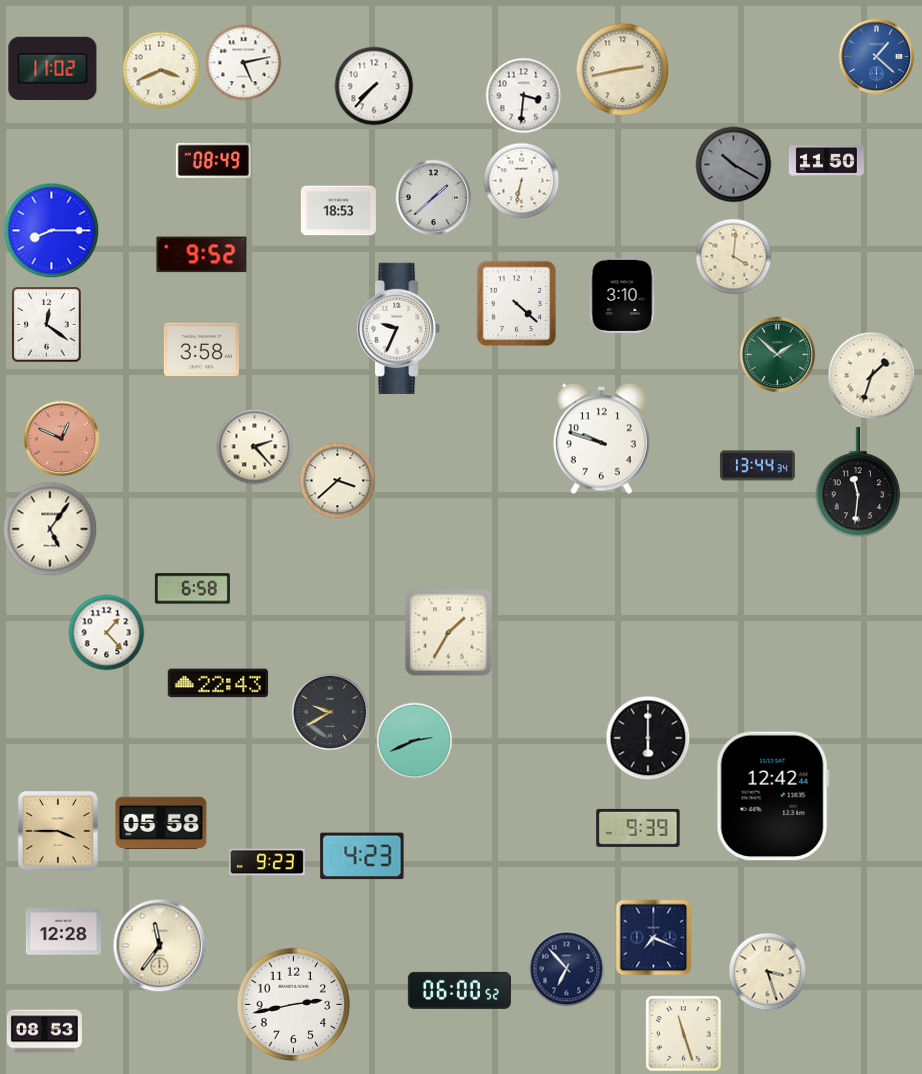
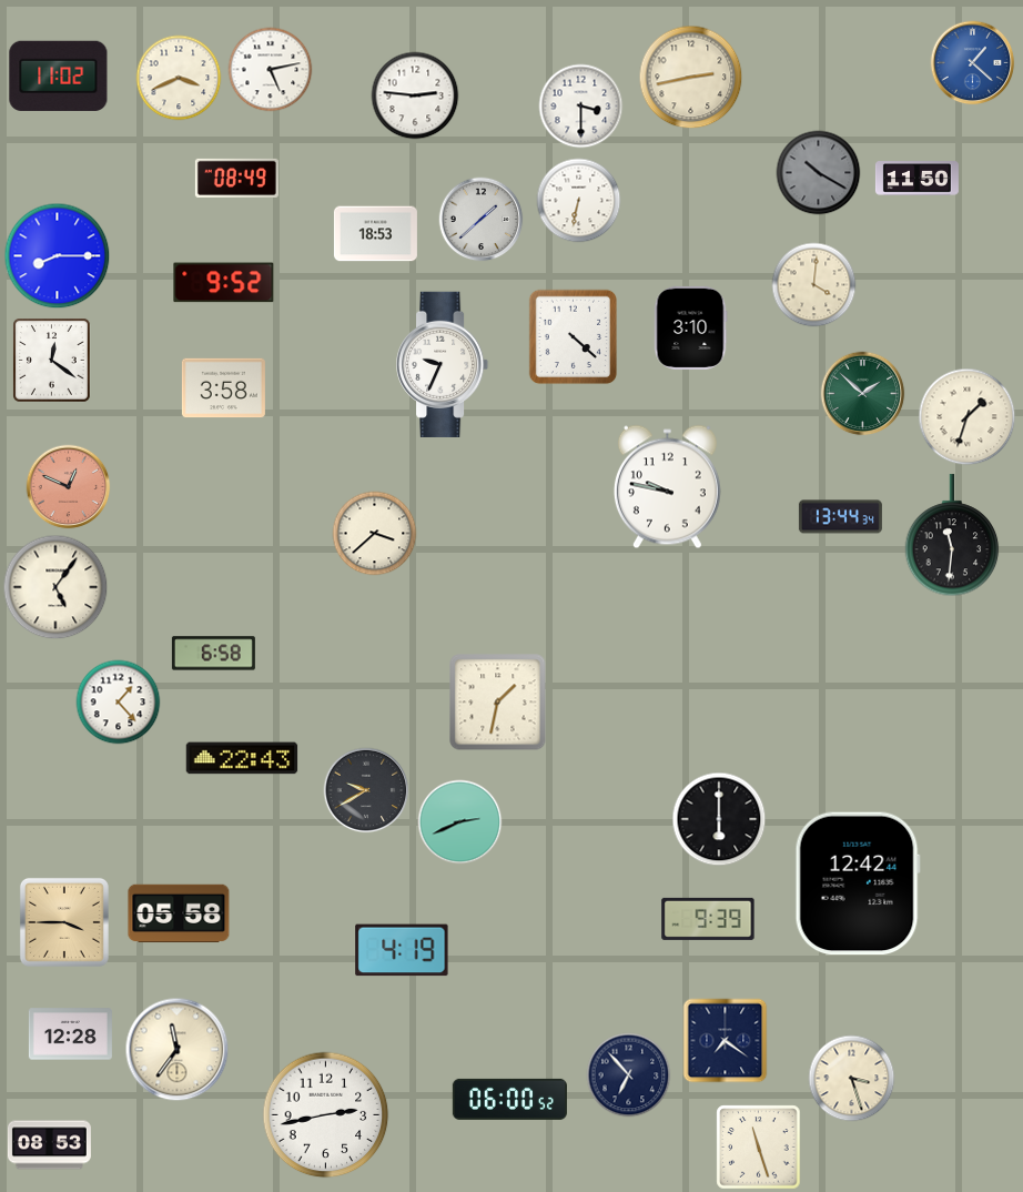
clock at (374, 86): 7:37 -> 2:46
clock at (524, 96): 3:31 -> 3:30
clock at (734, 165) position: (734, 165) -> (819, 173)
clock at (601, 439): 9:48 -> 9:47
clock at (255, 447): 2:23 -> none
clock at (449, 633): 1:35 -> 1:32
clock at (362, 856): 4:23 -> 4:19
clock at (267, 862): 9:23 -> none
clock at (654, 938): 7:19 -> 7:21
